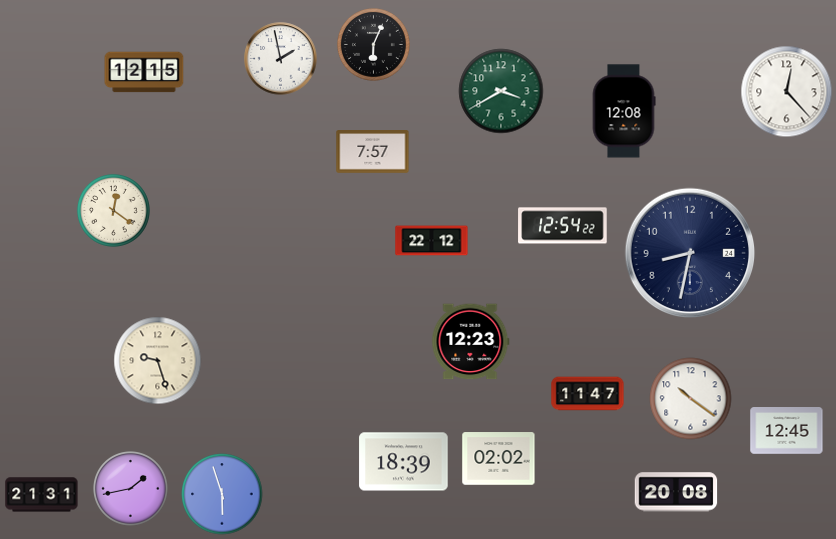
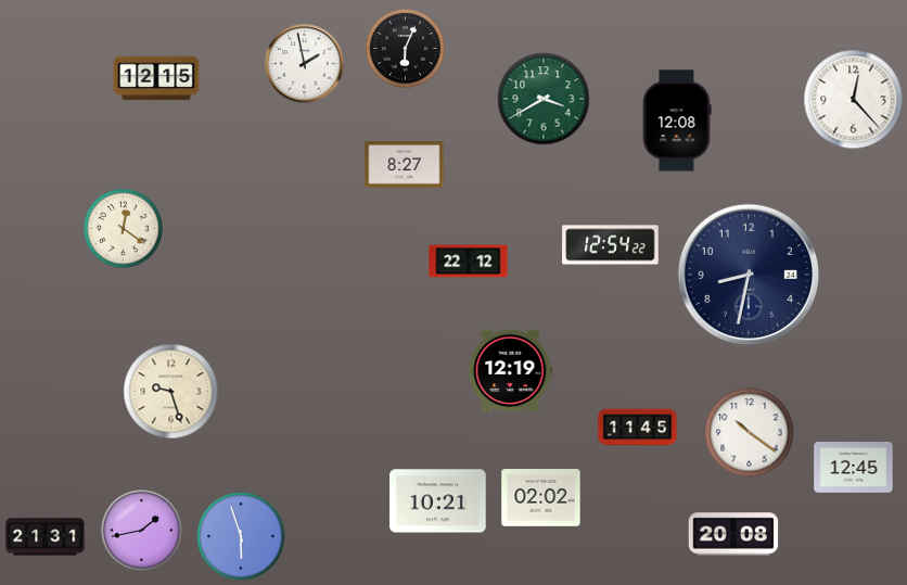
clock at (373, 152): 7:57 -> 8:27
clock at (471, 342): 12:23 -> 12:19
clock at (588, 394): 11:47 -> 11:45
clock at (404, 462): 18:39 -> 10:21
